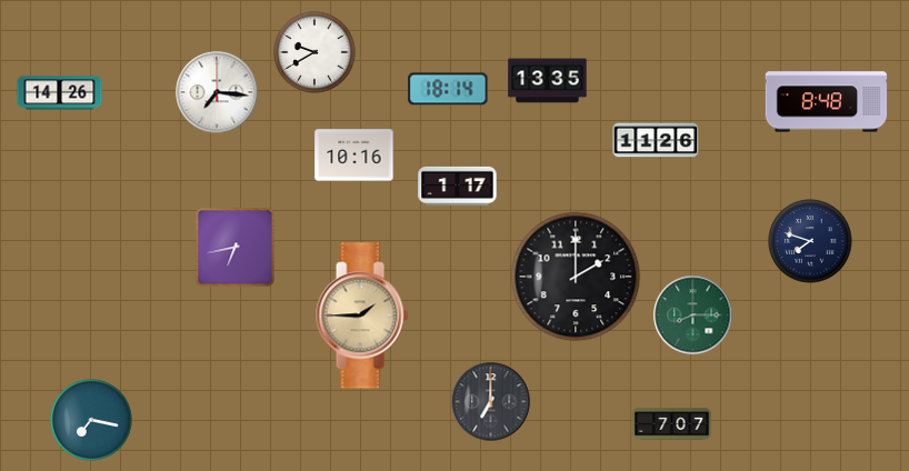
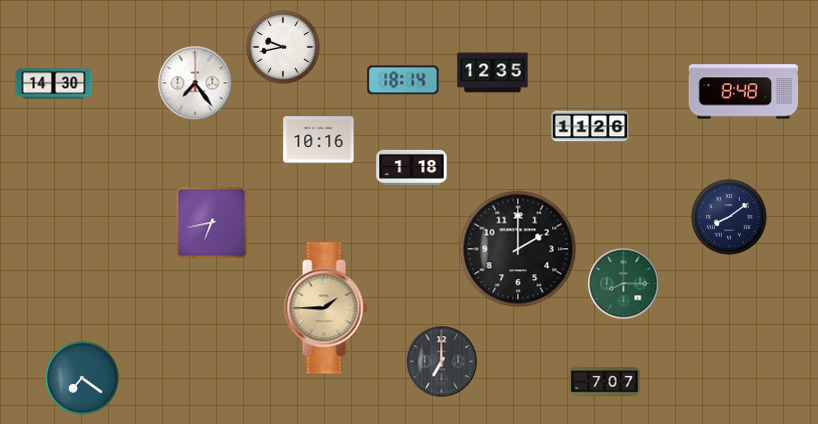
clock at (314, 52): 9:40 -> 9:43
clock at (548, 81): 13:35 -> 12:35
clock at (217, 92): 7:16 -> 7:24
clock at (60, 93): 14:26 -> 14:30
clock at (458, 186): 1:17 -> 1:18
clock at (810, 241): 7:48 -> 8:09
clock at (362, 315) position: (362, 315) -> (326, 308)
clock at (91, 420): 7:17 -> 7:21
